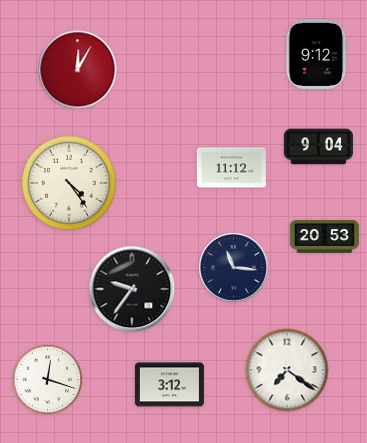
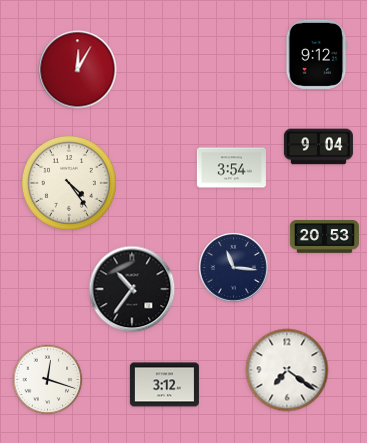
clock at (231, 168): 11:12 -> 3:54
clock at (132, 289): 9:36 -> 10:36
clock at (169, 385) position: (169, 385) -> (164, 385)
